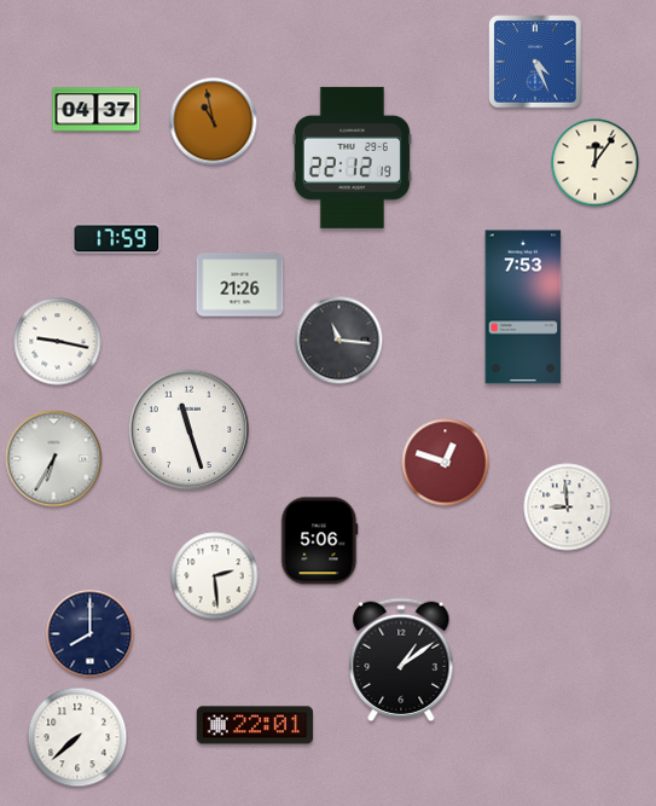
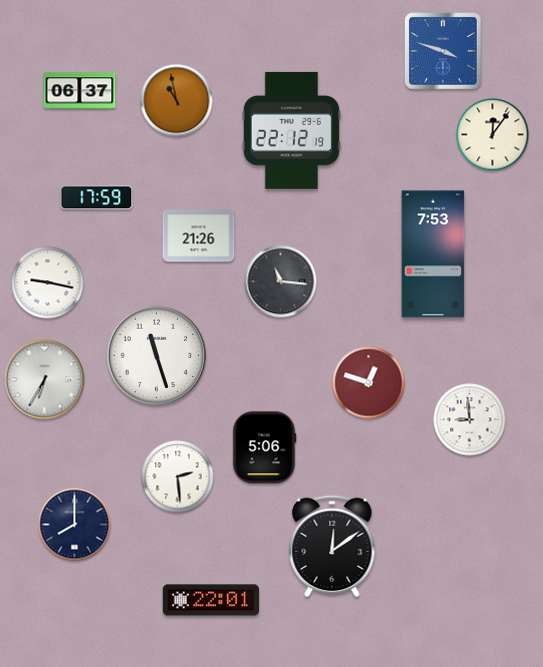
clock at (535, 62): 4:26 -> 3:48
clock at (97, 110): 04:37 -> 06:37
clock at (401, 660): 1:09 -> 12:09
clock at (77, 737): 7:38 -> none
